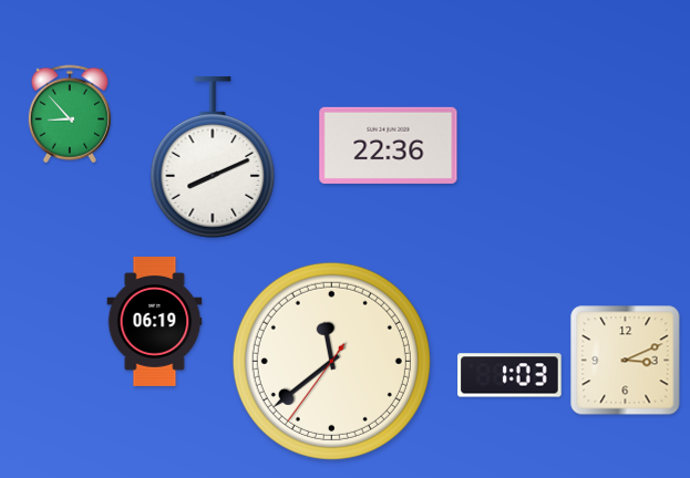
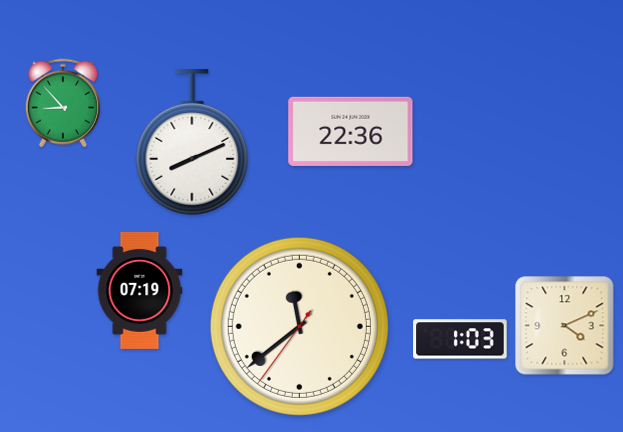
clock at (155, 322): 06:19 -> 07:19
clock at (626, 361): 3:11 -> 4:11
